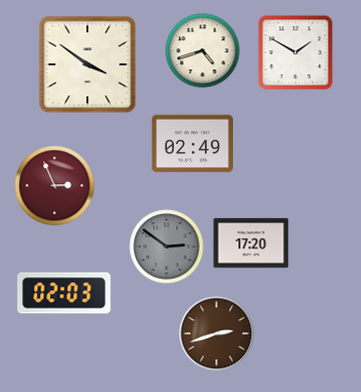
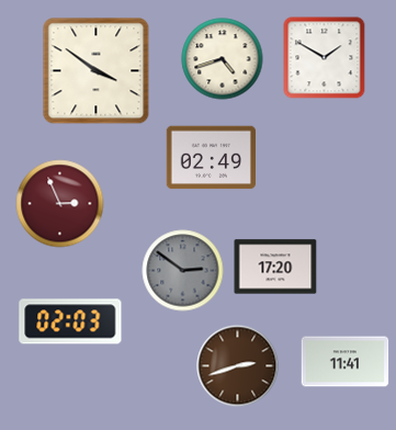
clock at (203, 51) position: (203, 51) -> (223, 59)
clock at (346, 362): none -> 11:41
